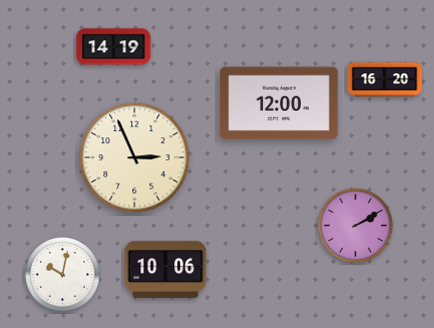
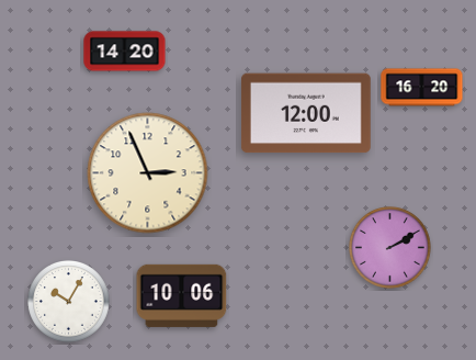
clock at (114, 47): 14:19 -> 14:20
clock at (63, 275): 10:02 -> 10:05
